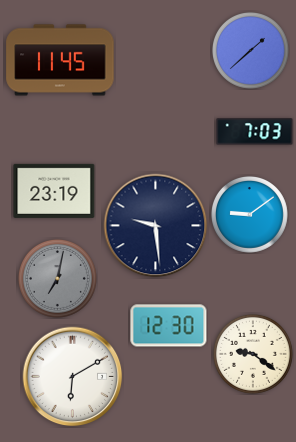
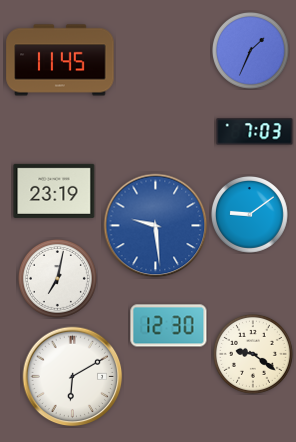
clock at (250, 50): 1:38 -> 1:34
clock at (156, 226) dial: navy -> blue
clock at (57, 278) dial: grey -> white
